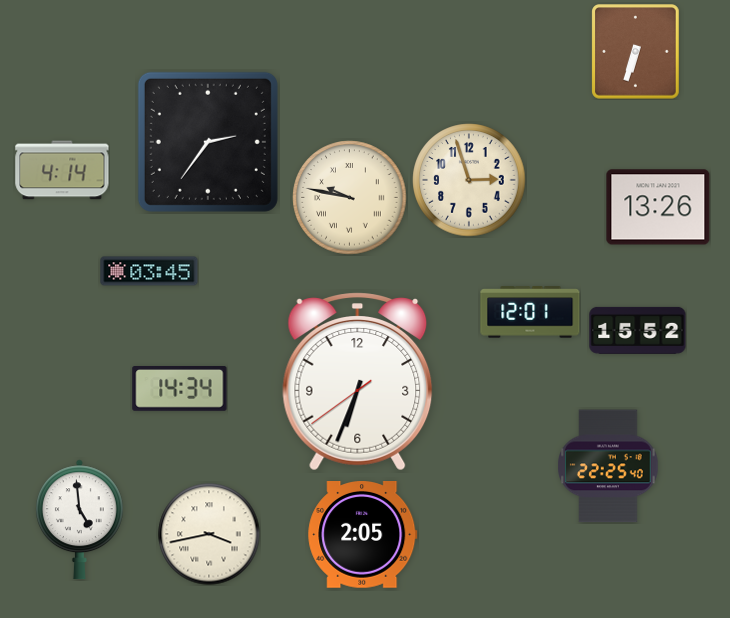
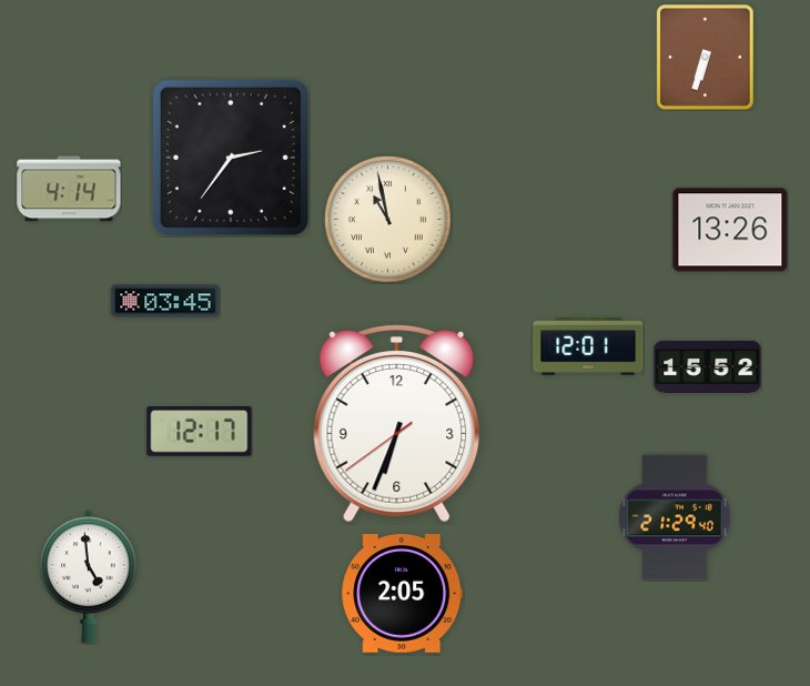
clock at (469, 180): 2:57 -> none
clock at (350, 198): 9:47 -> 10:58
clock at (180, 389): 14:34 -> 12:17
clock at (608, 466): 22:25 -> 21:29
clock at (209, 534): 3:43 -> none
